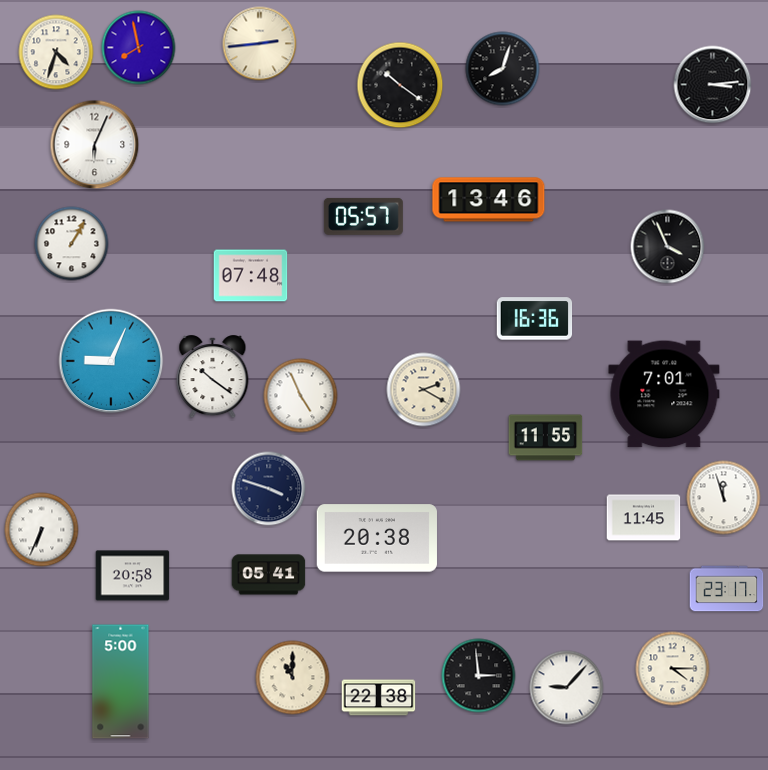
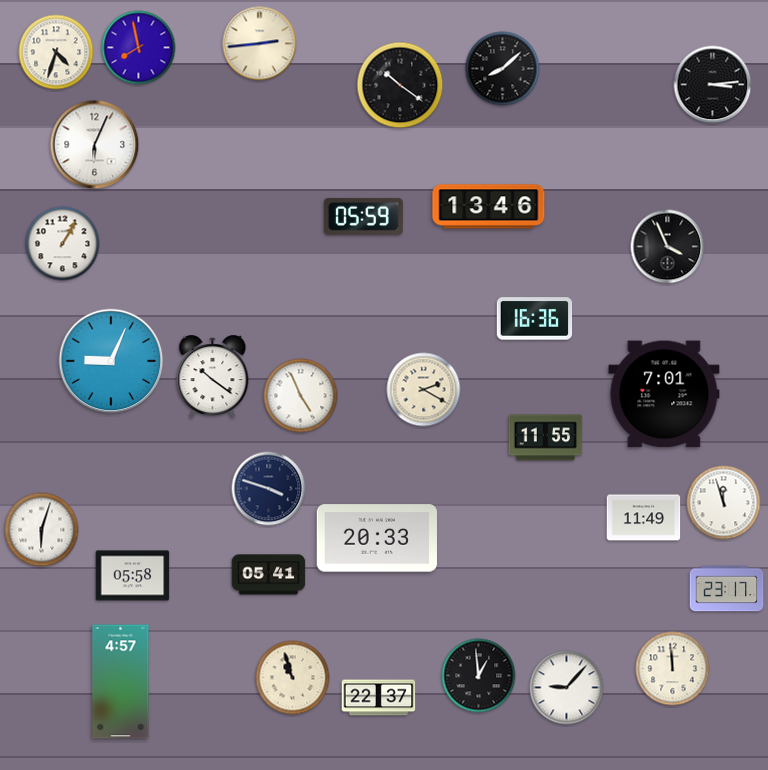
clock at (503, 69): 8:03 -> 8:08
clock at (489, 200) position: (489, 200) -> (489, 207)
clock at (363, 216): 05:57 -> 05:59
clock at (72, 244) position: (72, 244) -> (63, 244)
clock at (251, 276): 07:48 -> none
clock at (724, 498) position: (724, 498) -> (724, 503)
clock at (644, 518): 11:45 -> 11:49
clock at (42, 530): 6:34 -> 6:03
clock at (377, 538): 20:38 -> 20:33
clock at (133, 576): 20:58 -> 05:58
clock at (673, 669): 4:15 -> 11:59
clock at (479, 676): 2:59 -> 12:59
clock at (293, 678): 11:00 -> 10:57
clock at (121, 682): 5:00 -> 4:57
clock at (379, 698): 22:38 -> 22:37
